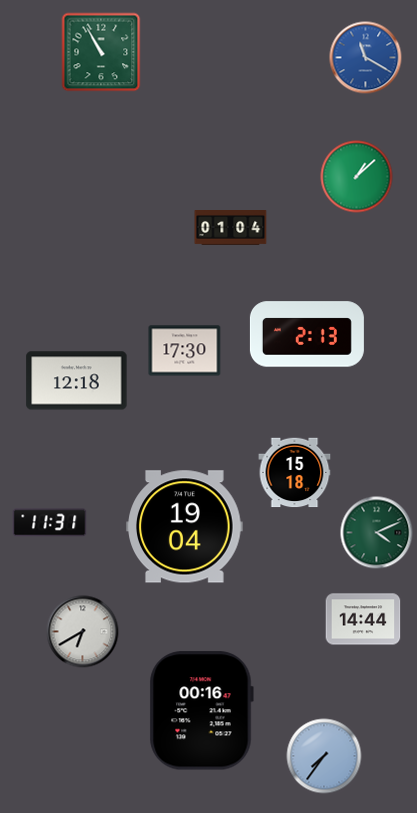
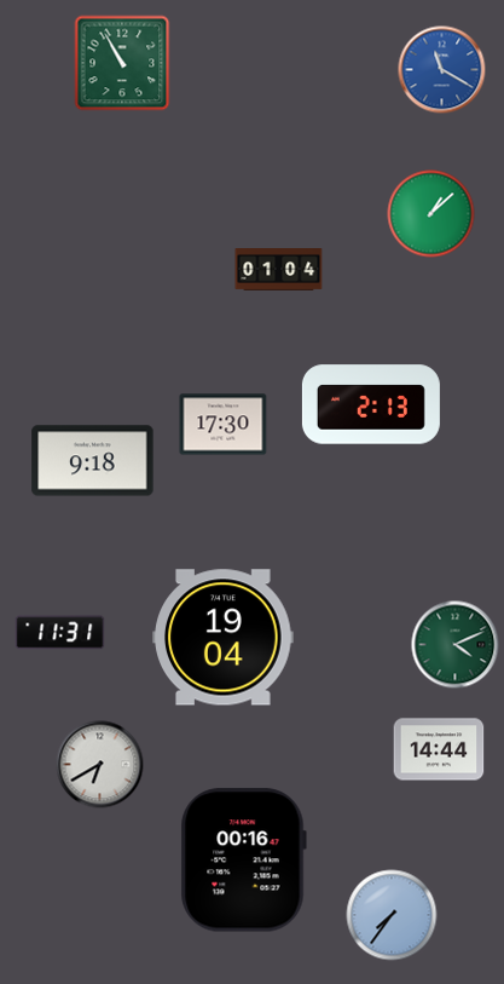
clock at (231, 228) position: (231, 228) -> (279, 270)
clock at (77, 381): 12:18 -> 9:18
clock at (295, 473): 15:18 -> none
